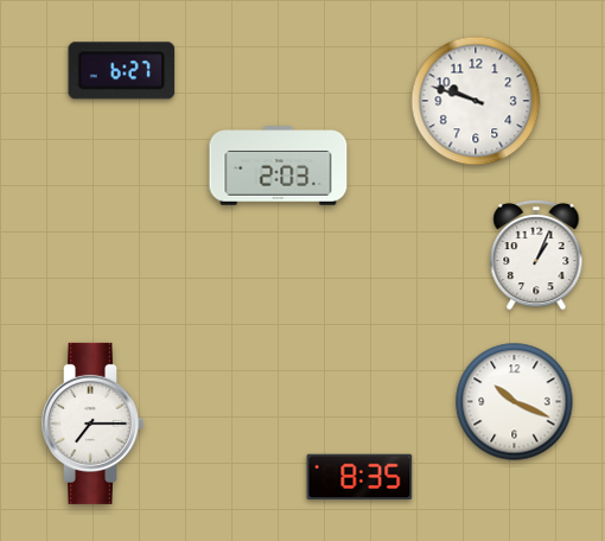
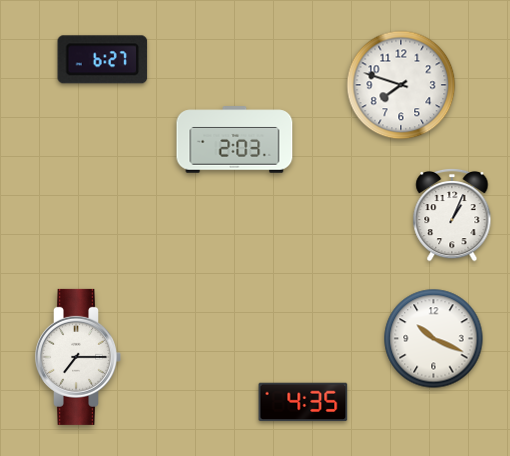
clock at (476, 101): 9:48 -> 7:48
clock at (359, 477): 8:35 -> 4:35
